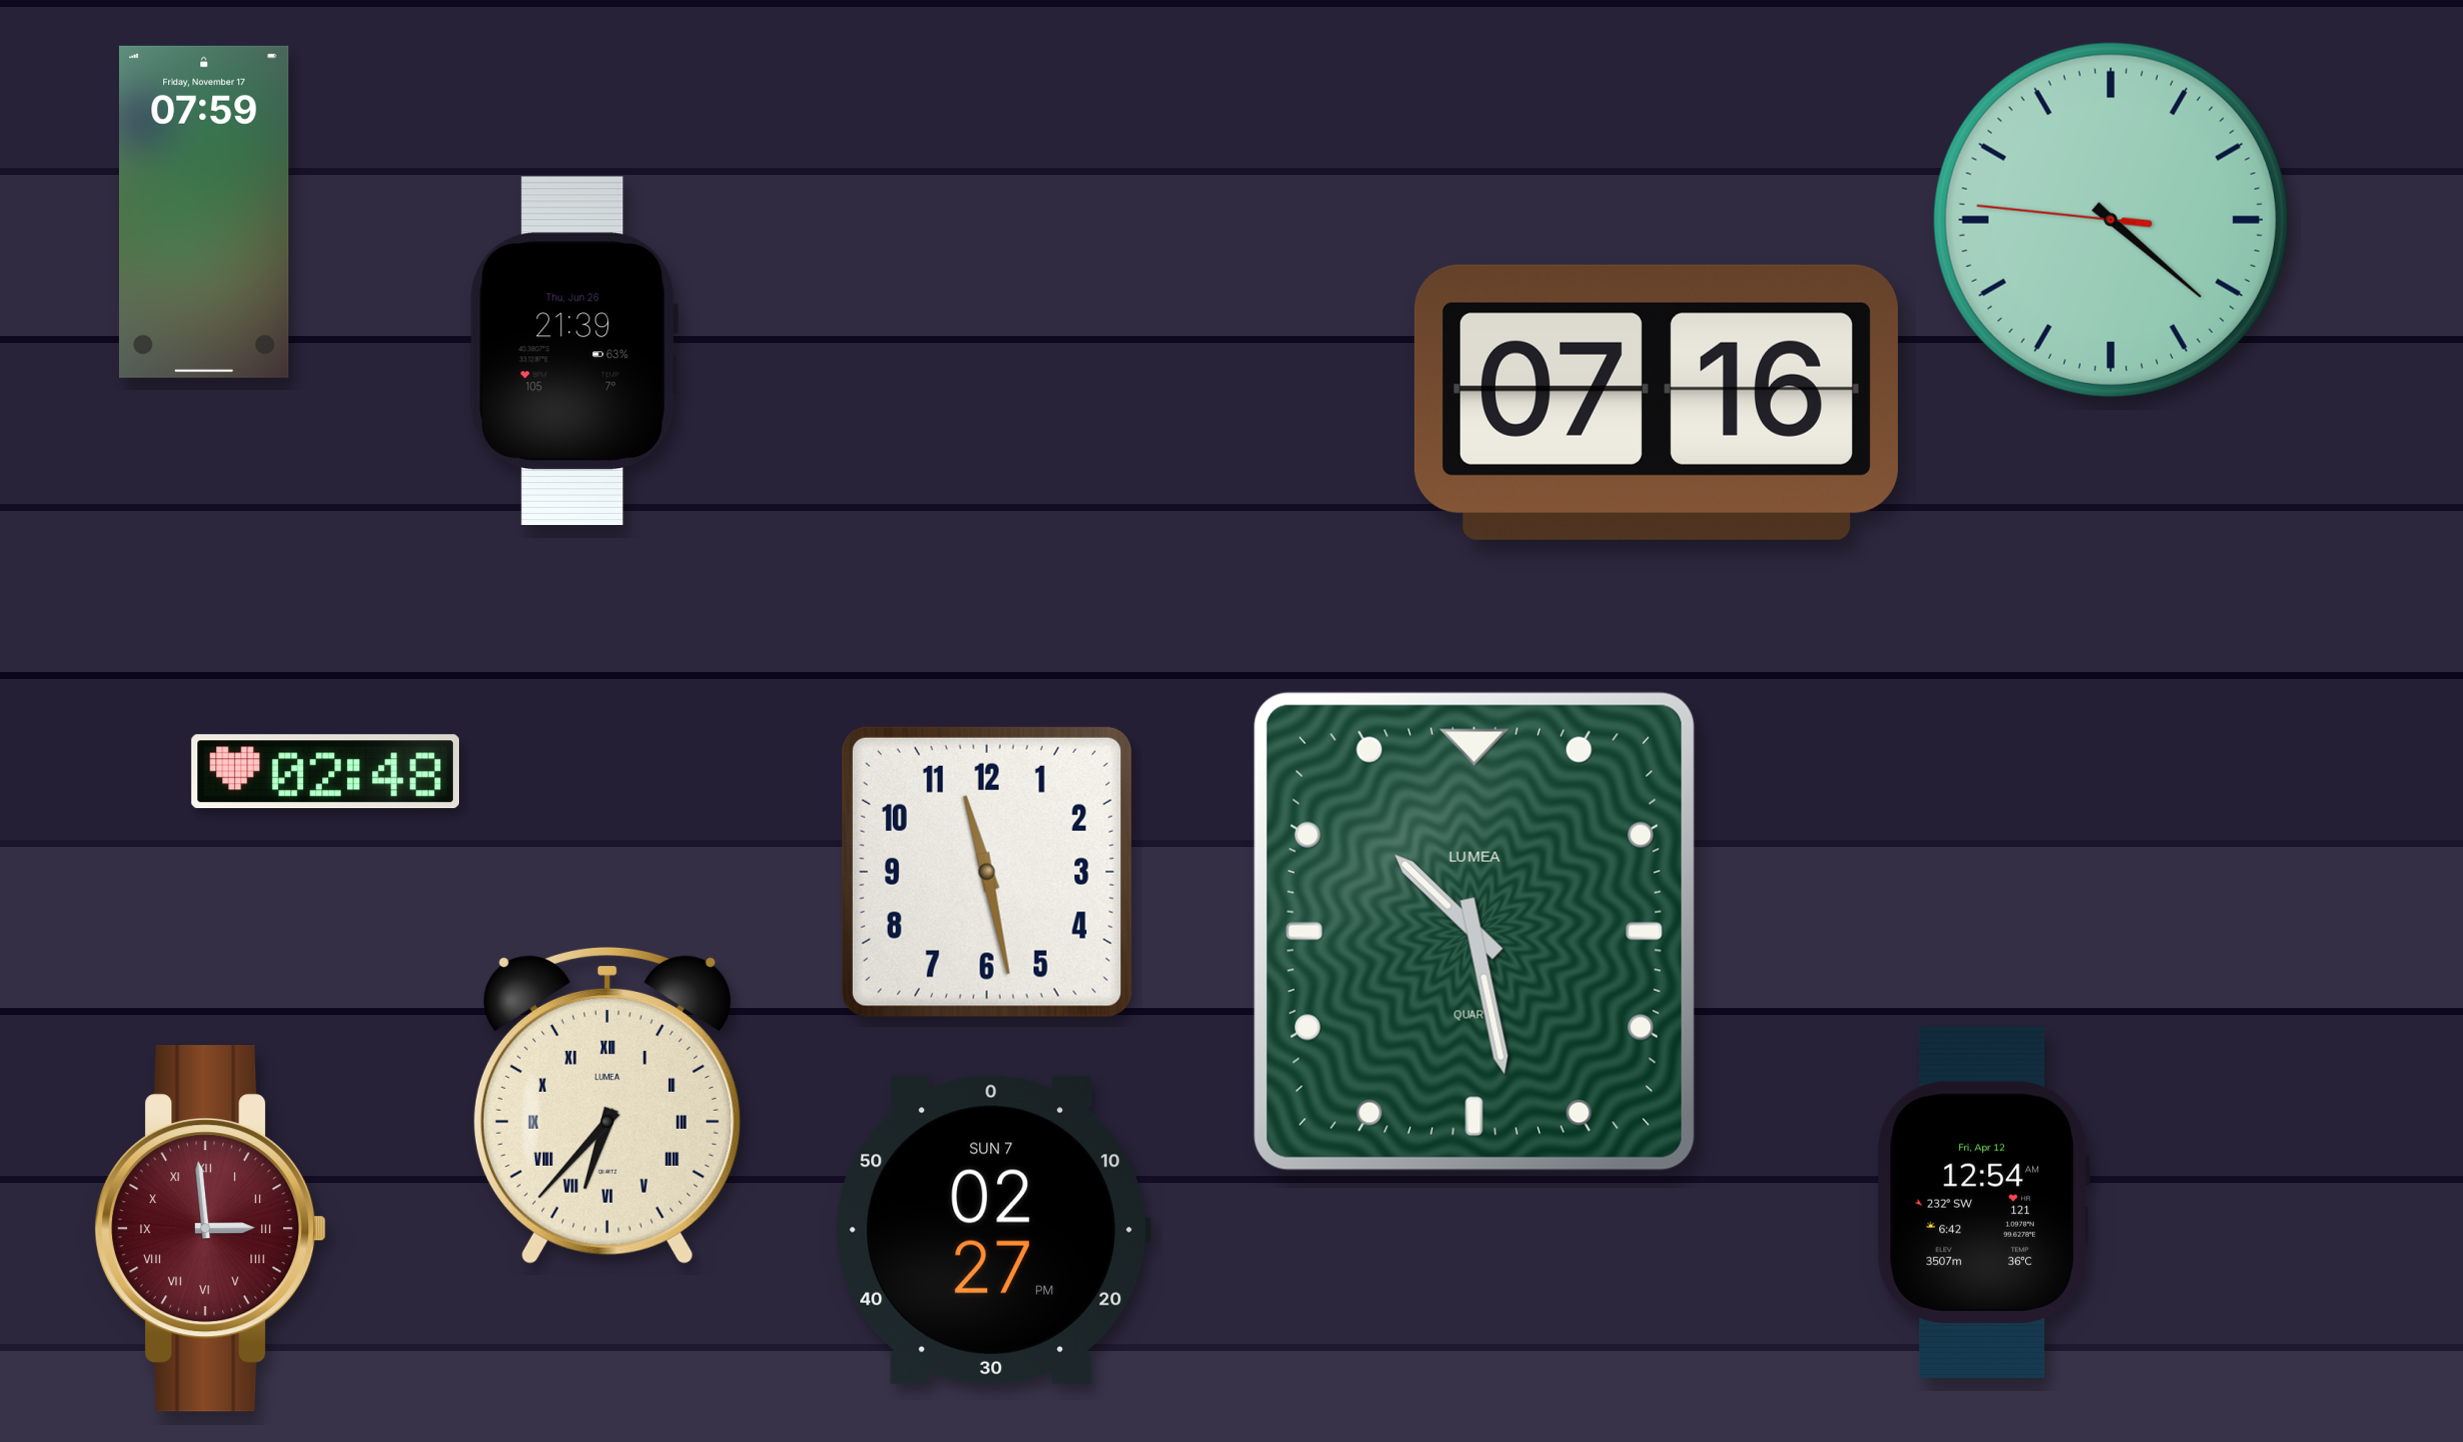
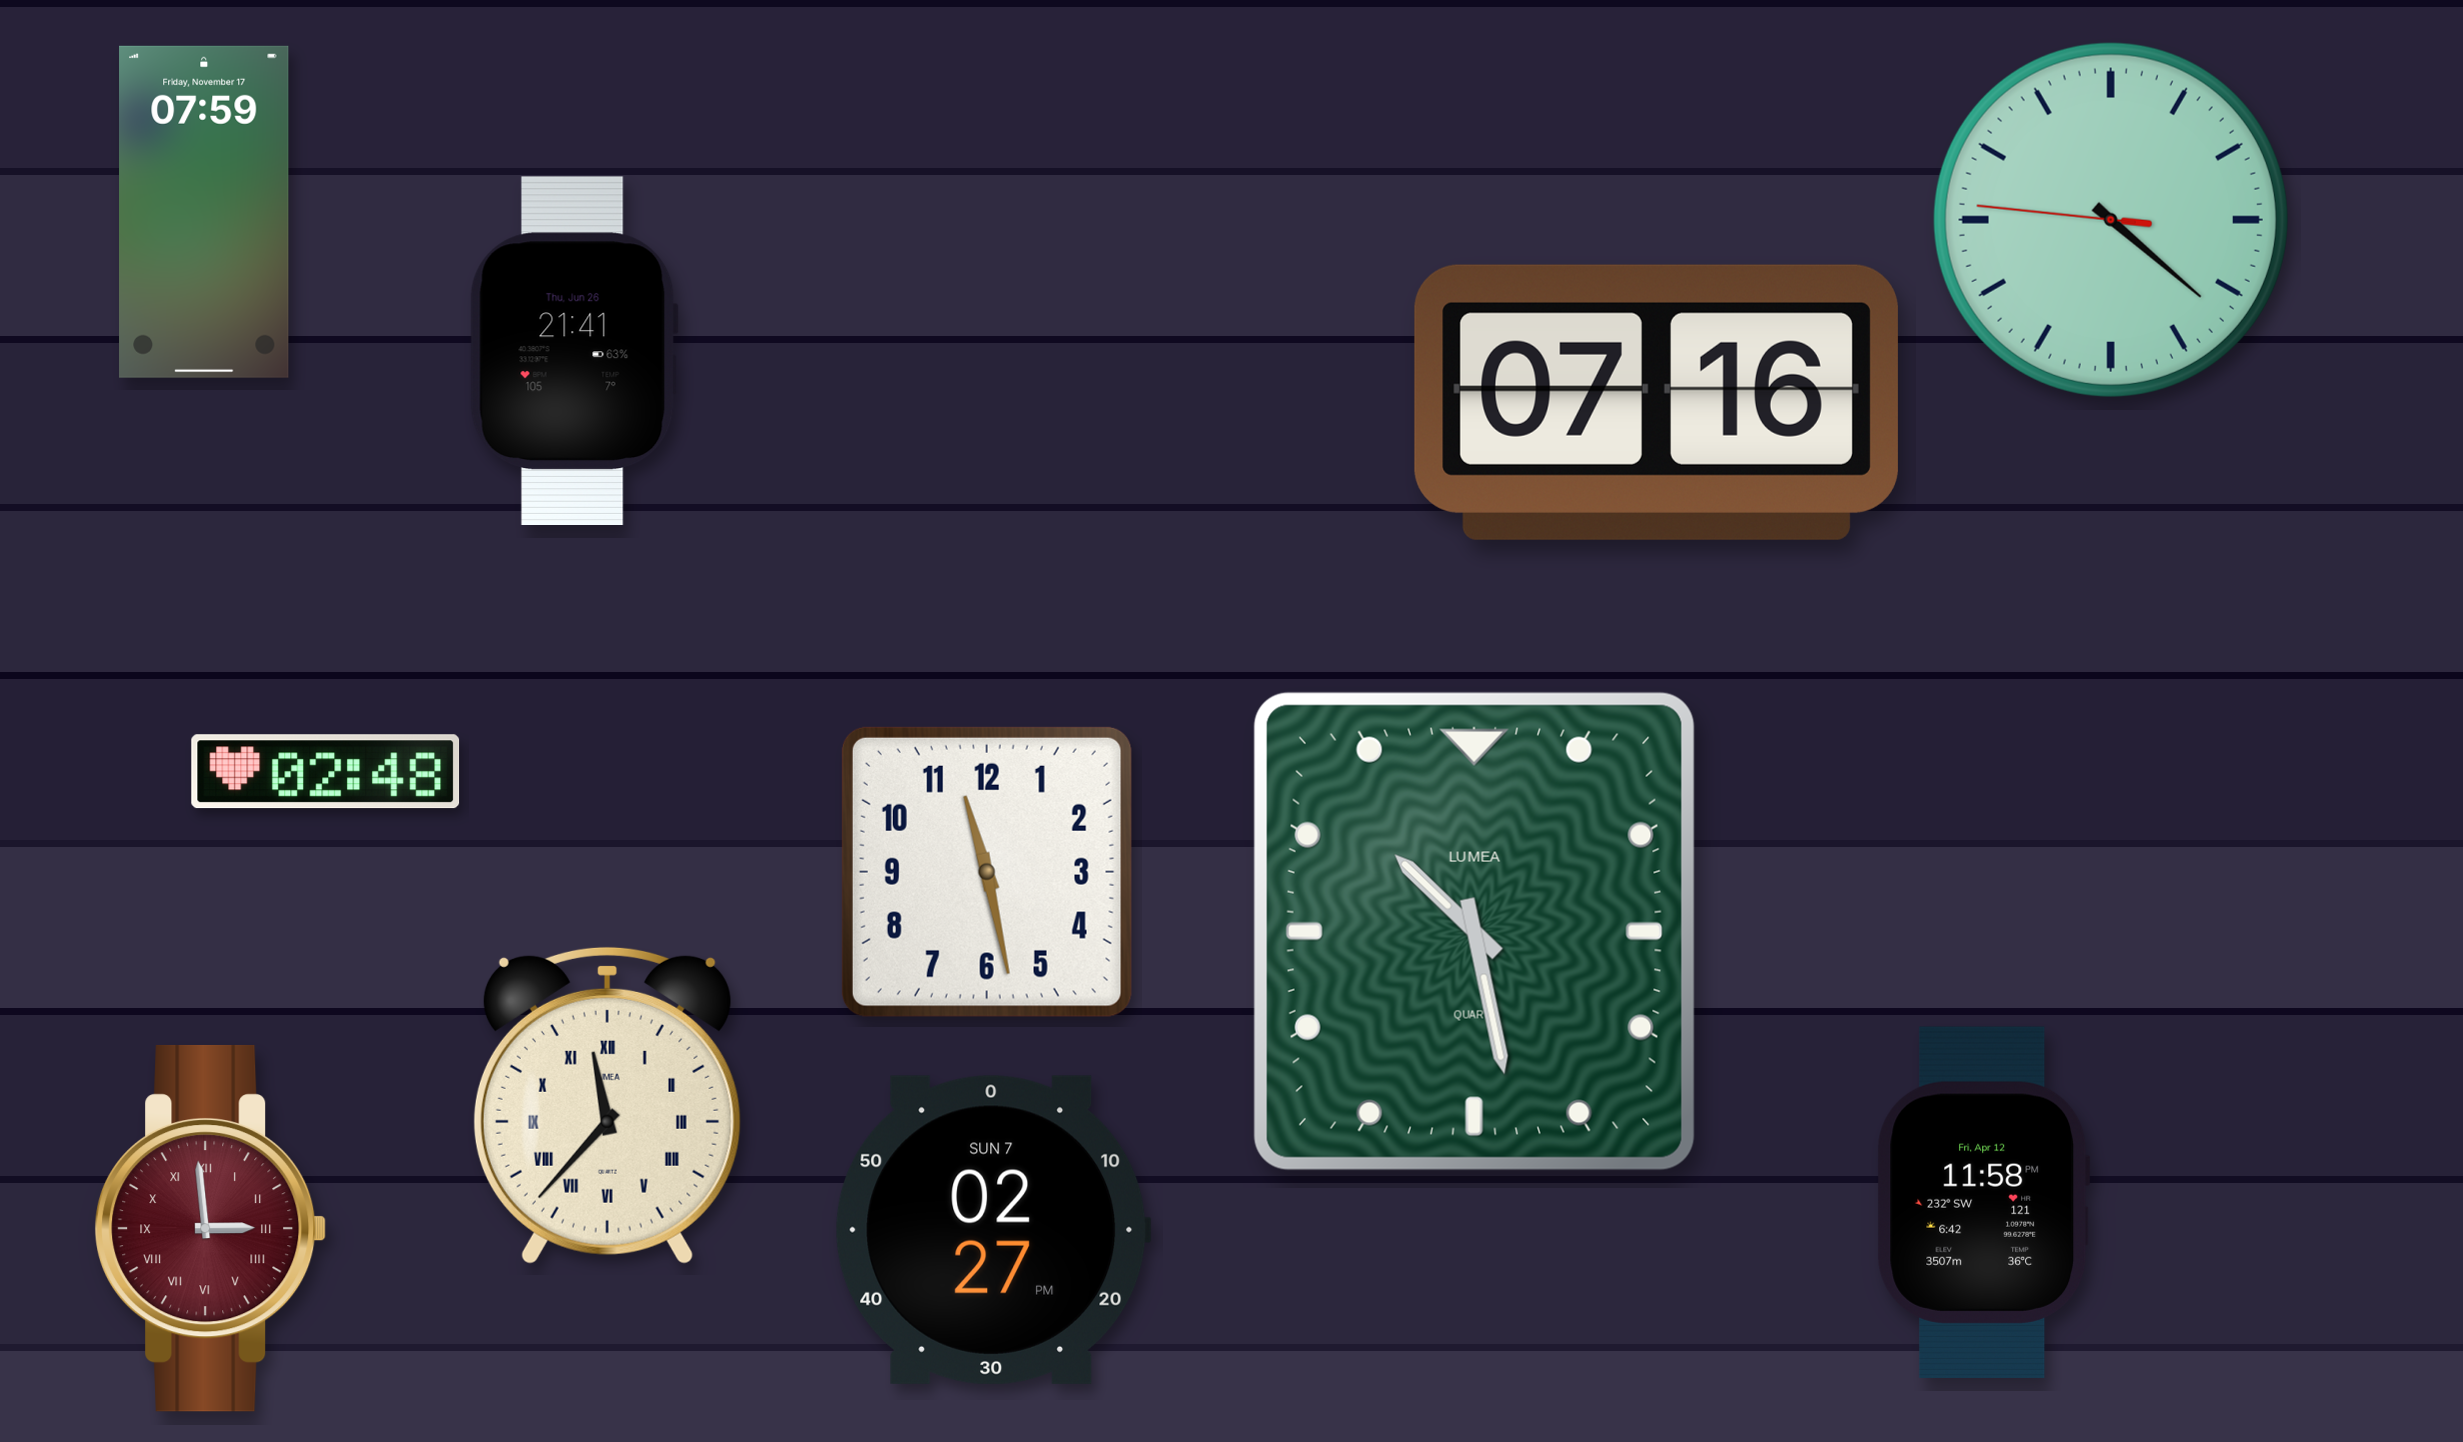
clock at (574, 350): 21:39 -> 21:41
clock at (607, 1105): 6:37 -> 11:37
clock at (1984, 1202): 12:54 -> 11:58
